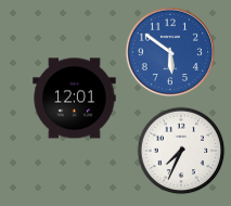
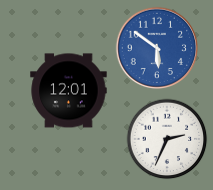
clock at (181, 151): 7:34 -> 2:34
